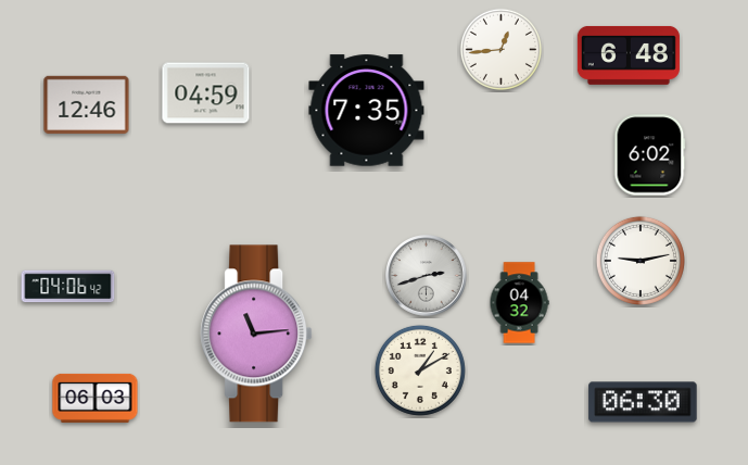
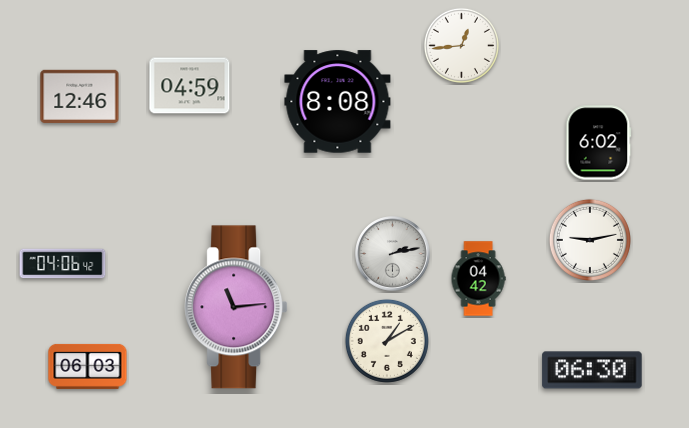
clock at (629, 55): 6:48 -> none
clock at (367, 111): 7:35 -> 8:08
clock at (427, 276): 2:42 -> 2:13
clock at (519, 303): 04:32 -> 04:42
